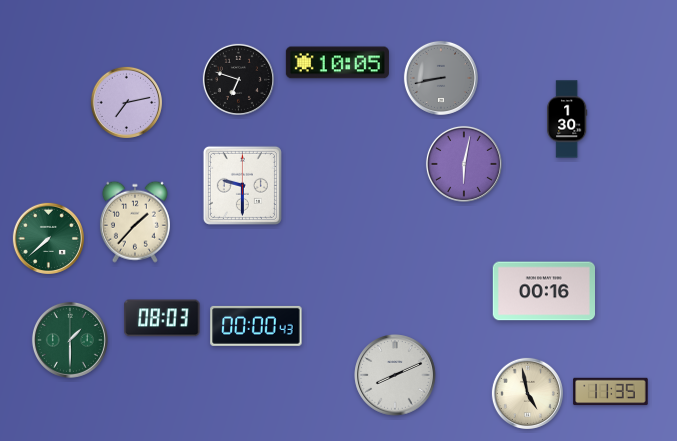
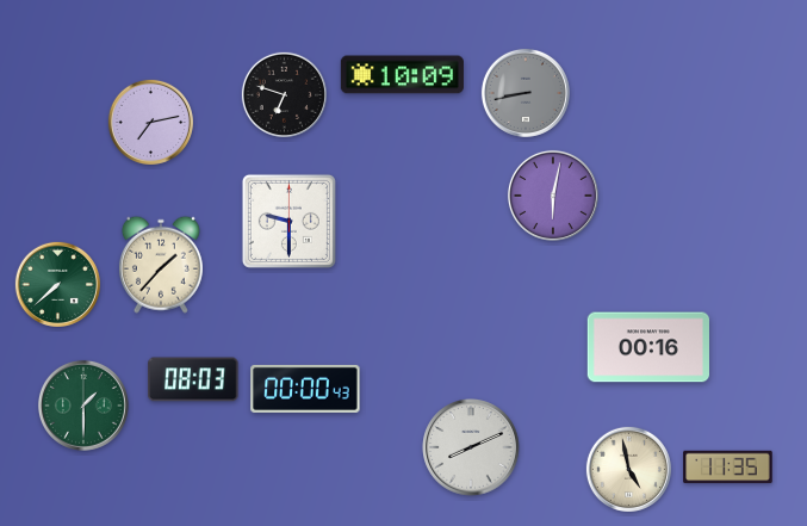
clock at (337, 63): 10:05 -> 10:09
clock at (567, 119): 1:30 -> none
